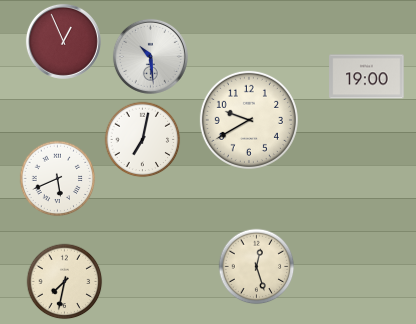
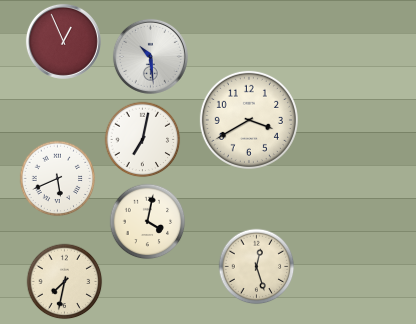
clock at (367, 77): 19:00 -> none
clock at (249, 120): 9:40 -> 3:40
clock at (148, 222): none -> 4:02
